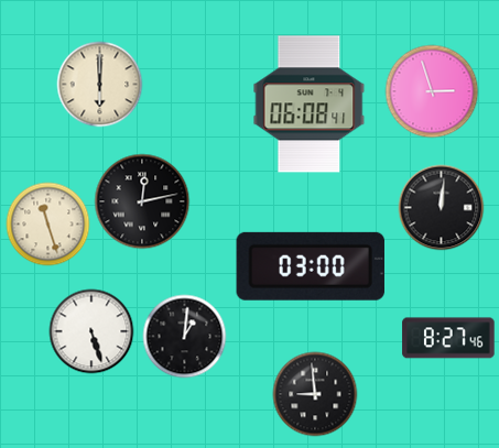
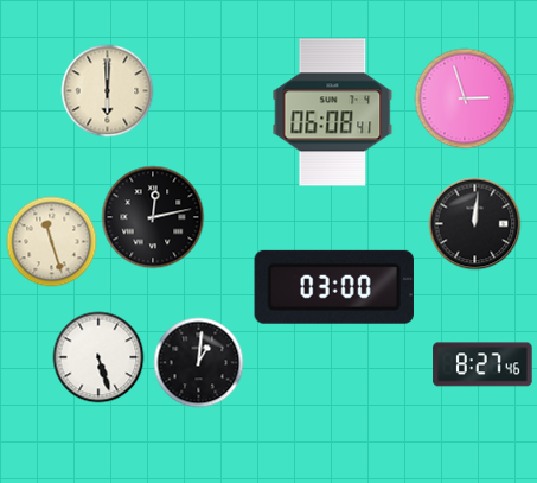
clock at (315, 394): 8:59 -> none
